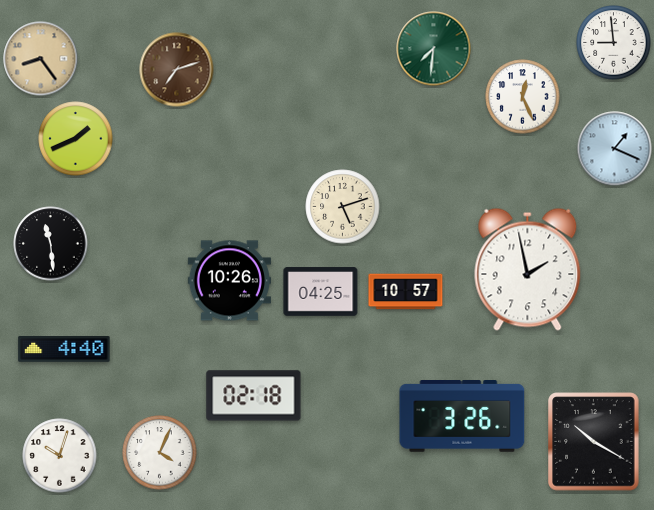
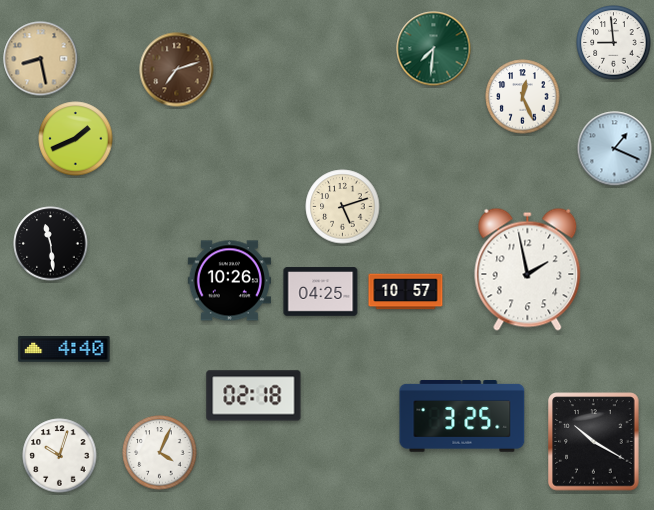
clock at (41, 59): 8:24 -> 8:28
clock at (462, 417): 3:26 -> 3:25
